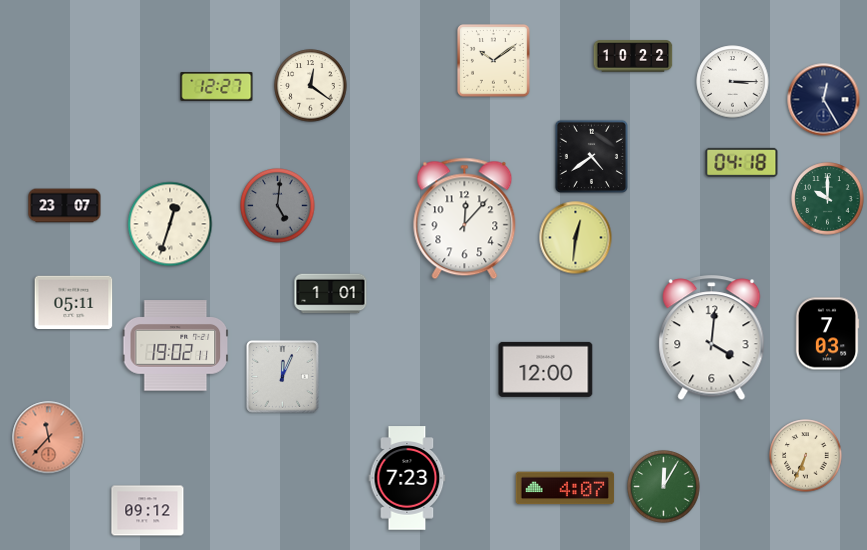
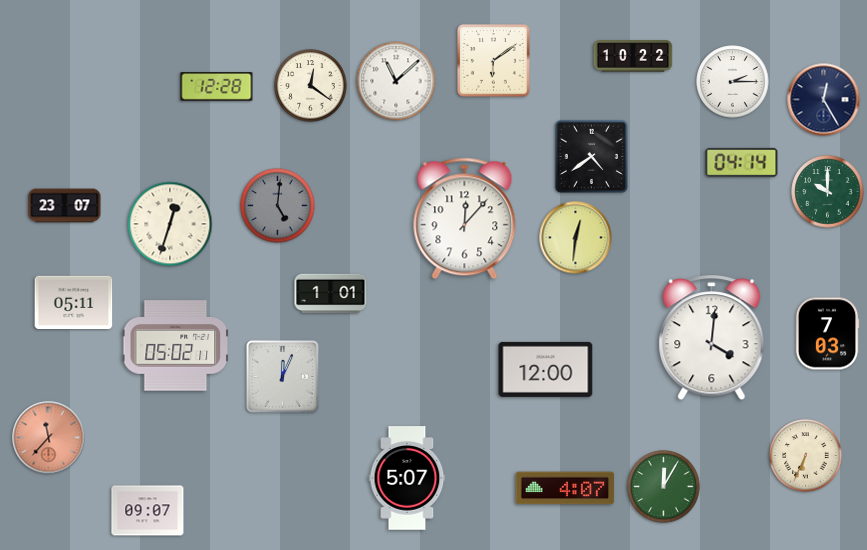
clock at (494, 61): 10:09 -> 6:09
clock at (396, 81): none -> 11:08
clock at (733, 82): 3:15 -> 2:15
clock at (217, 87): 12:27 -> 12:28
clock at (742, 162): 04:18 -> 04:14
clock at (828, 199) position: (828, 199) -> (828, 192)
clock at (176, 346): 19:02 -> 05:02
clock at (407, 478): 7:23 -> 5:07
clock at (148, 511): 09:12 -> 09:07
